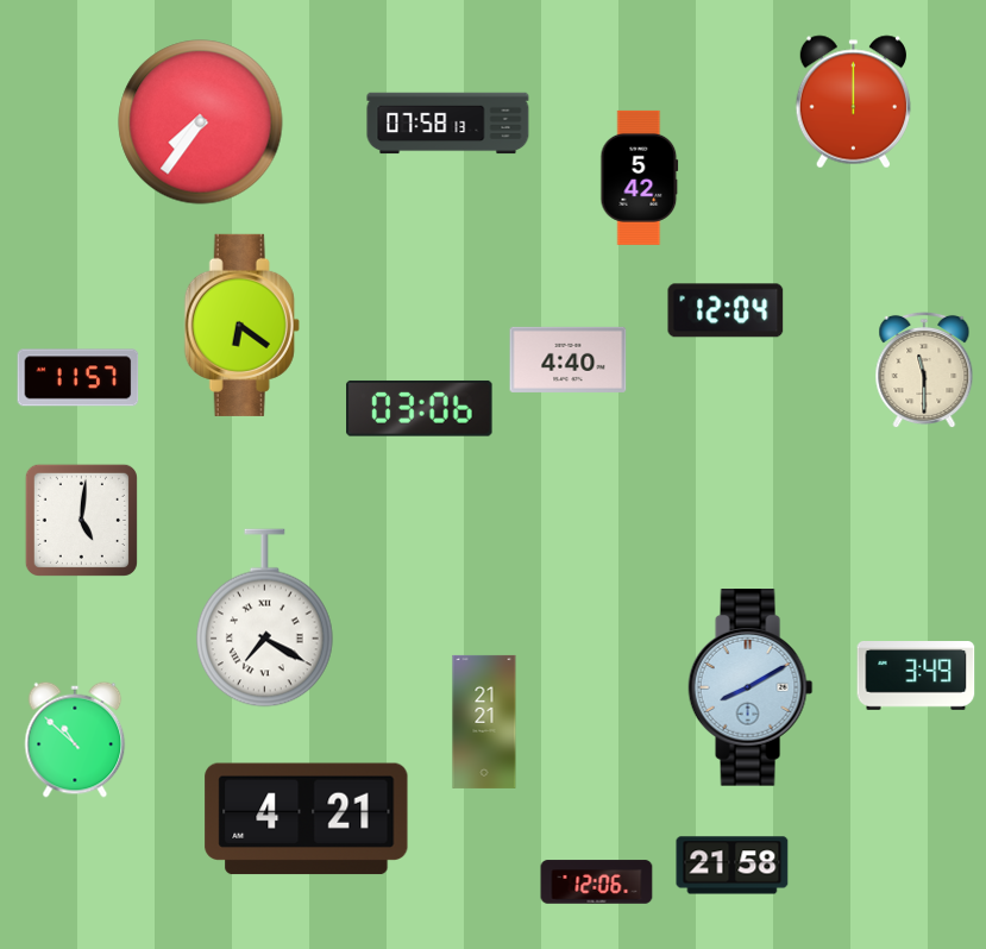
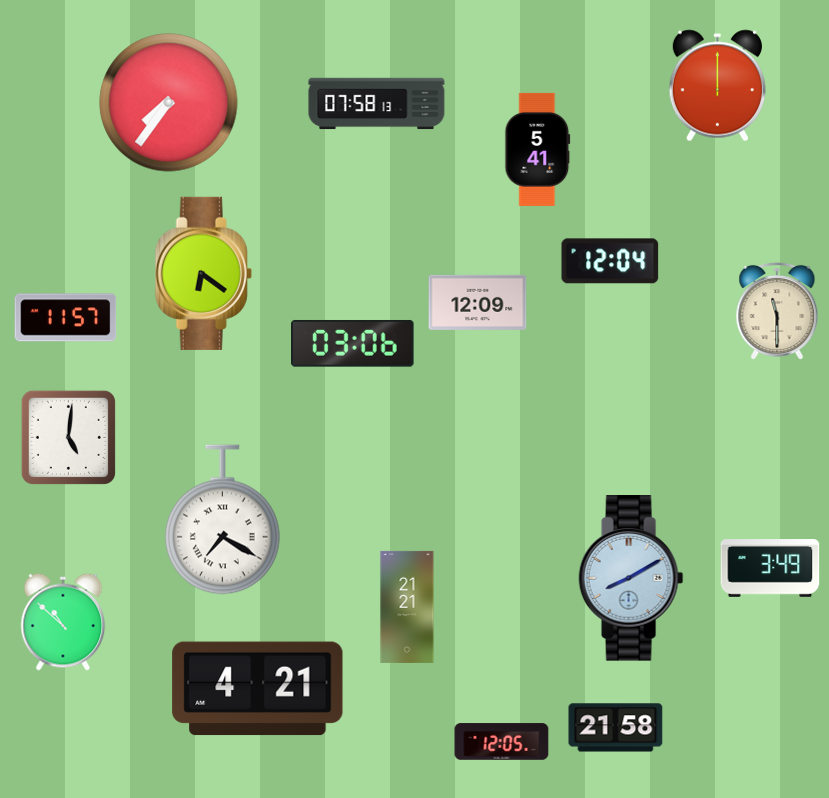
clock at (640, 177): 5:42 -> 5:41
clock at (569, 359): 4:40 -> 12:09
clock at (597, 882): 12:06 -> 12:05
